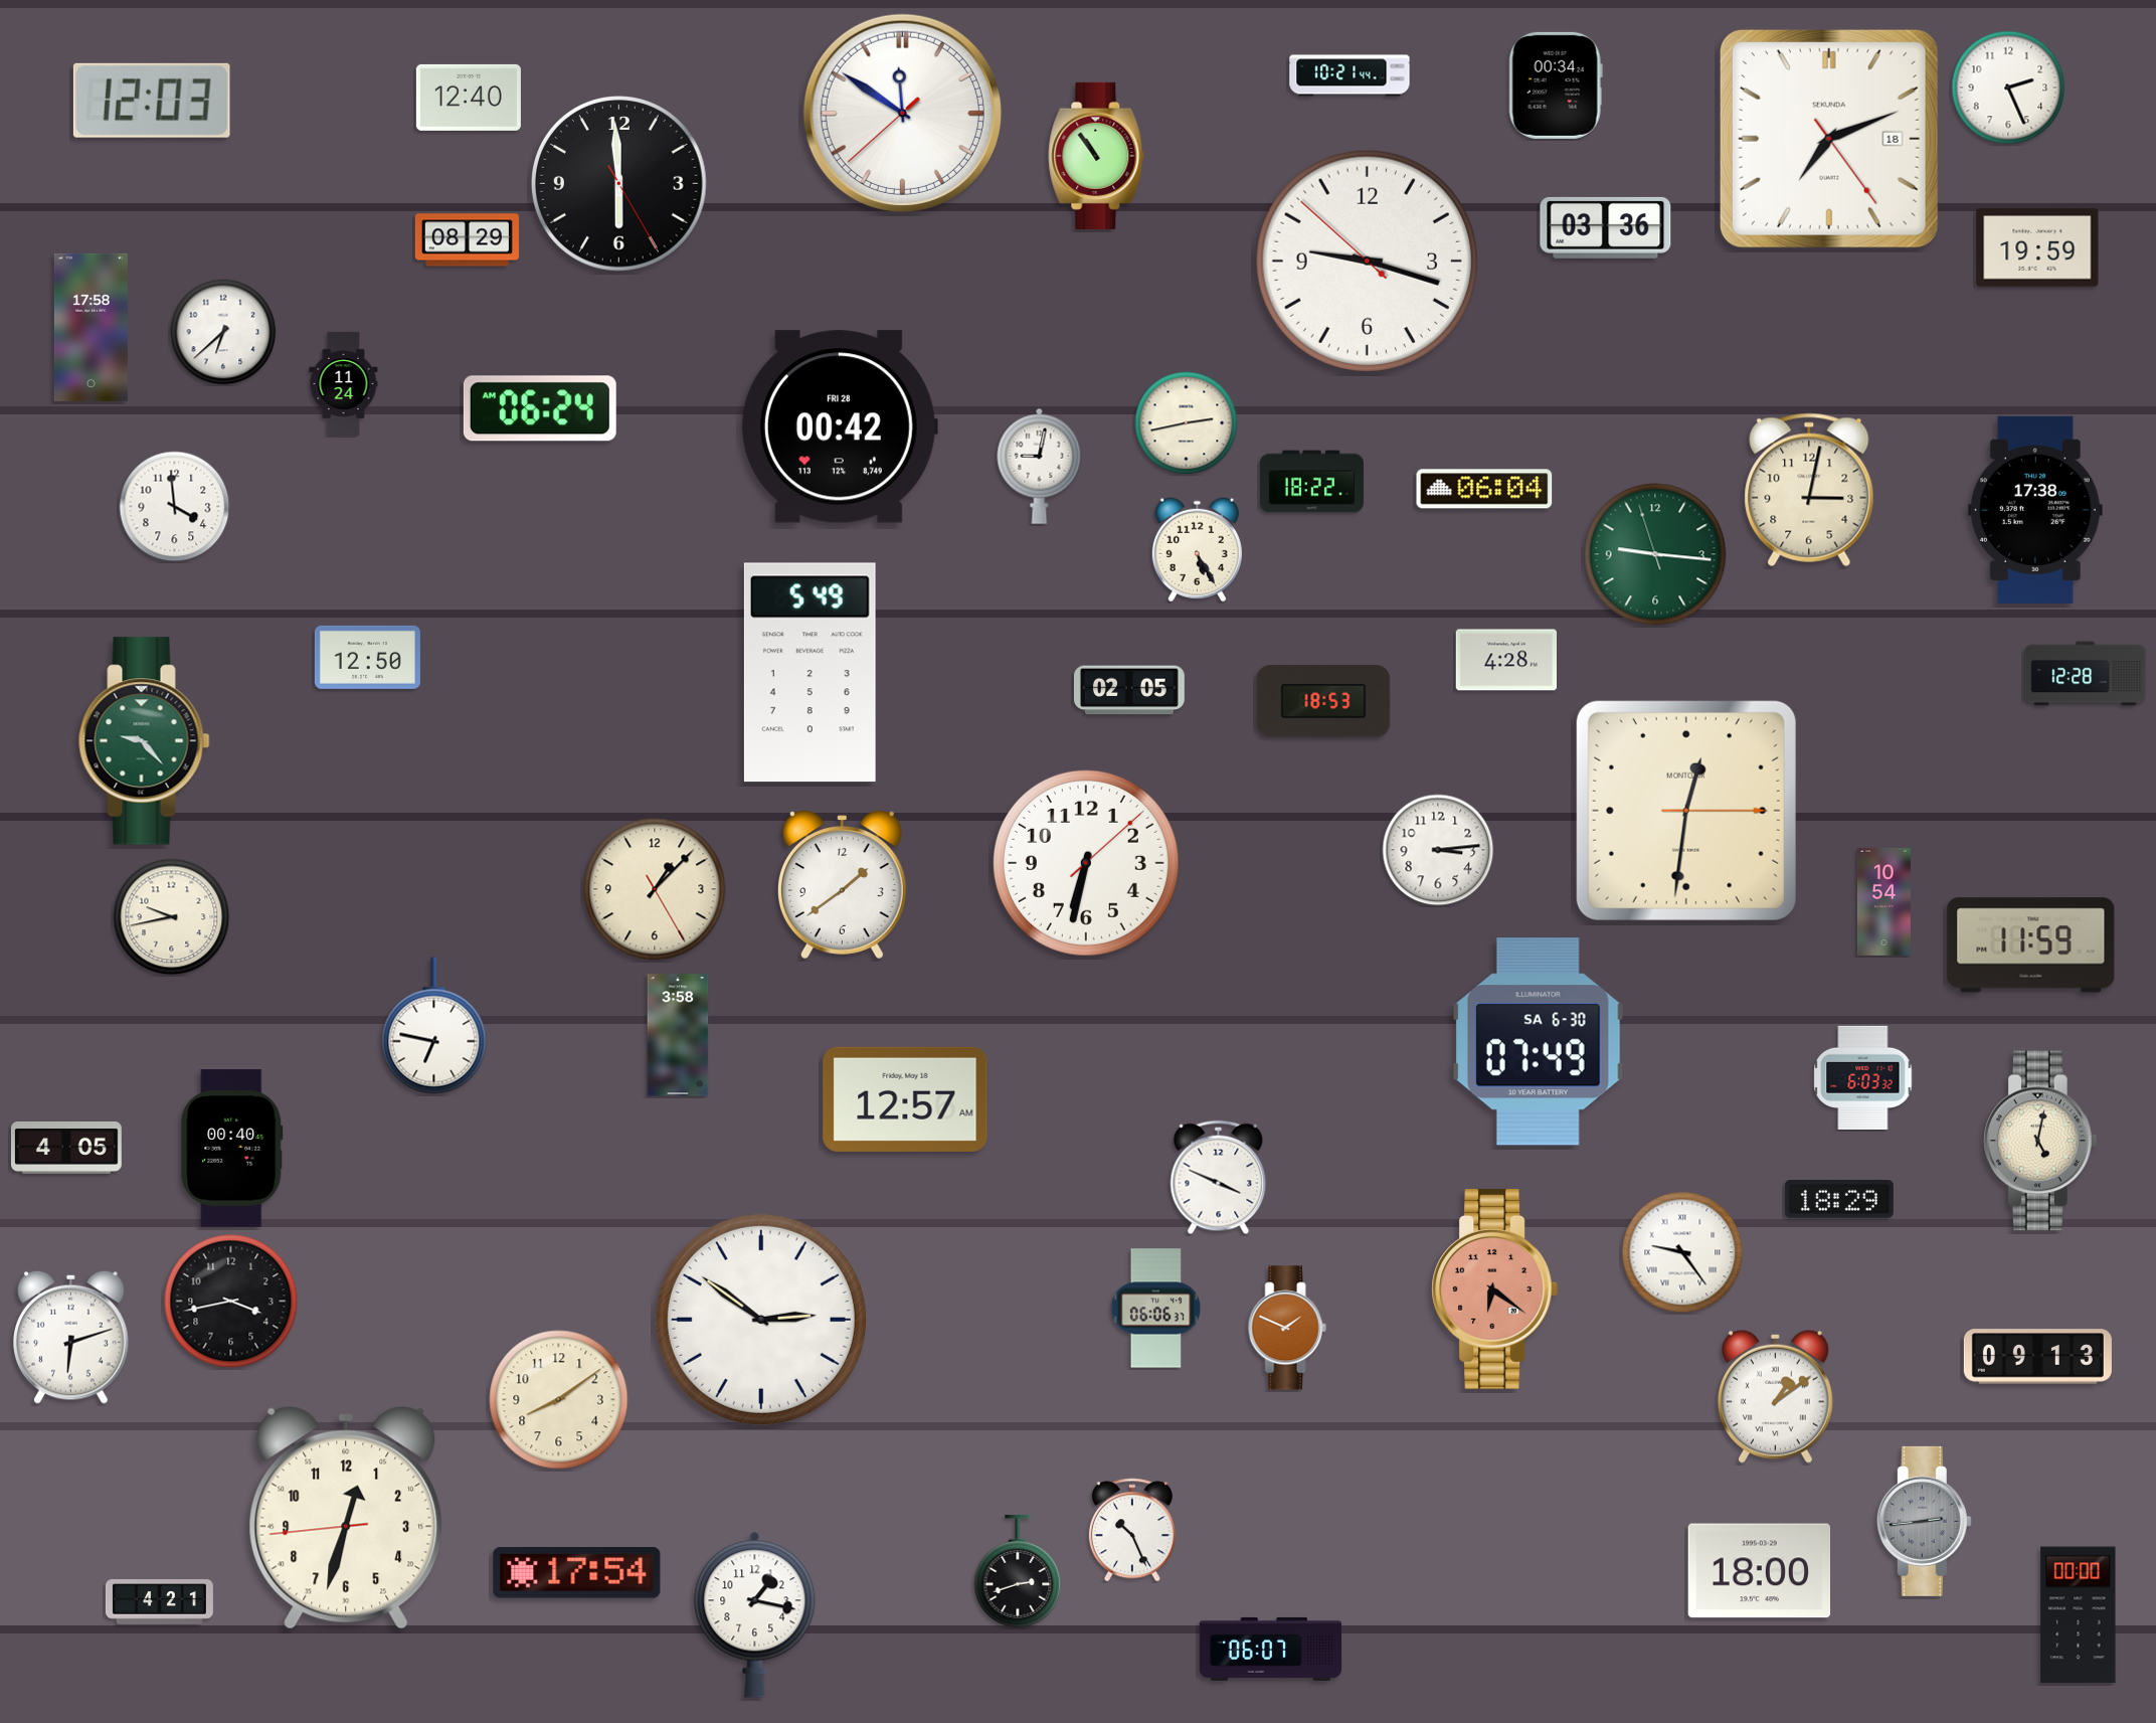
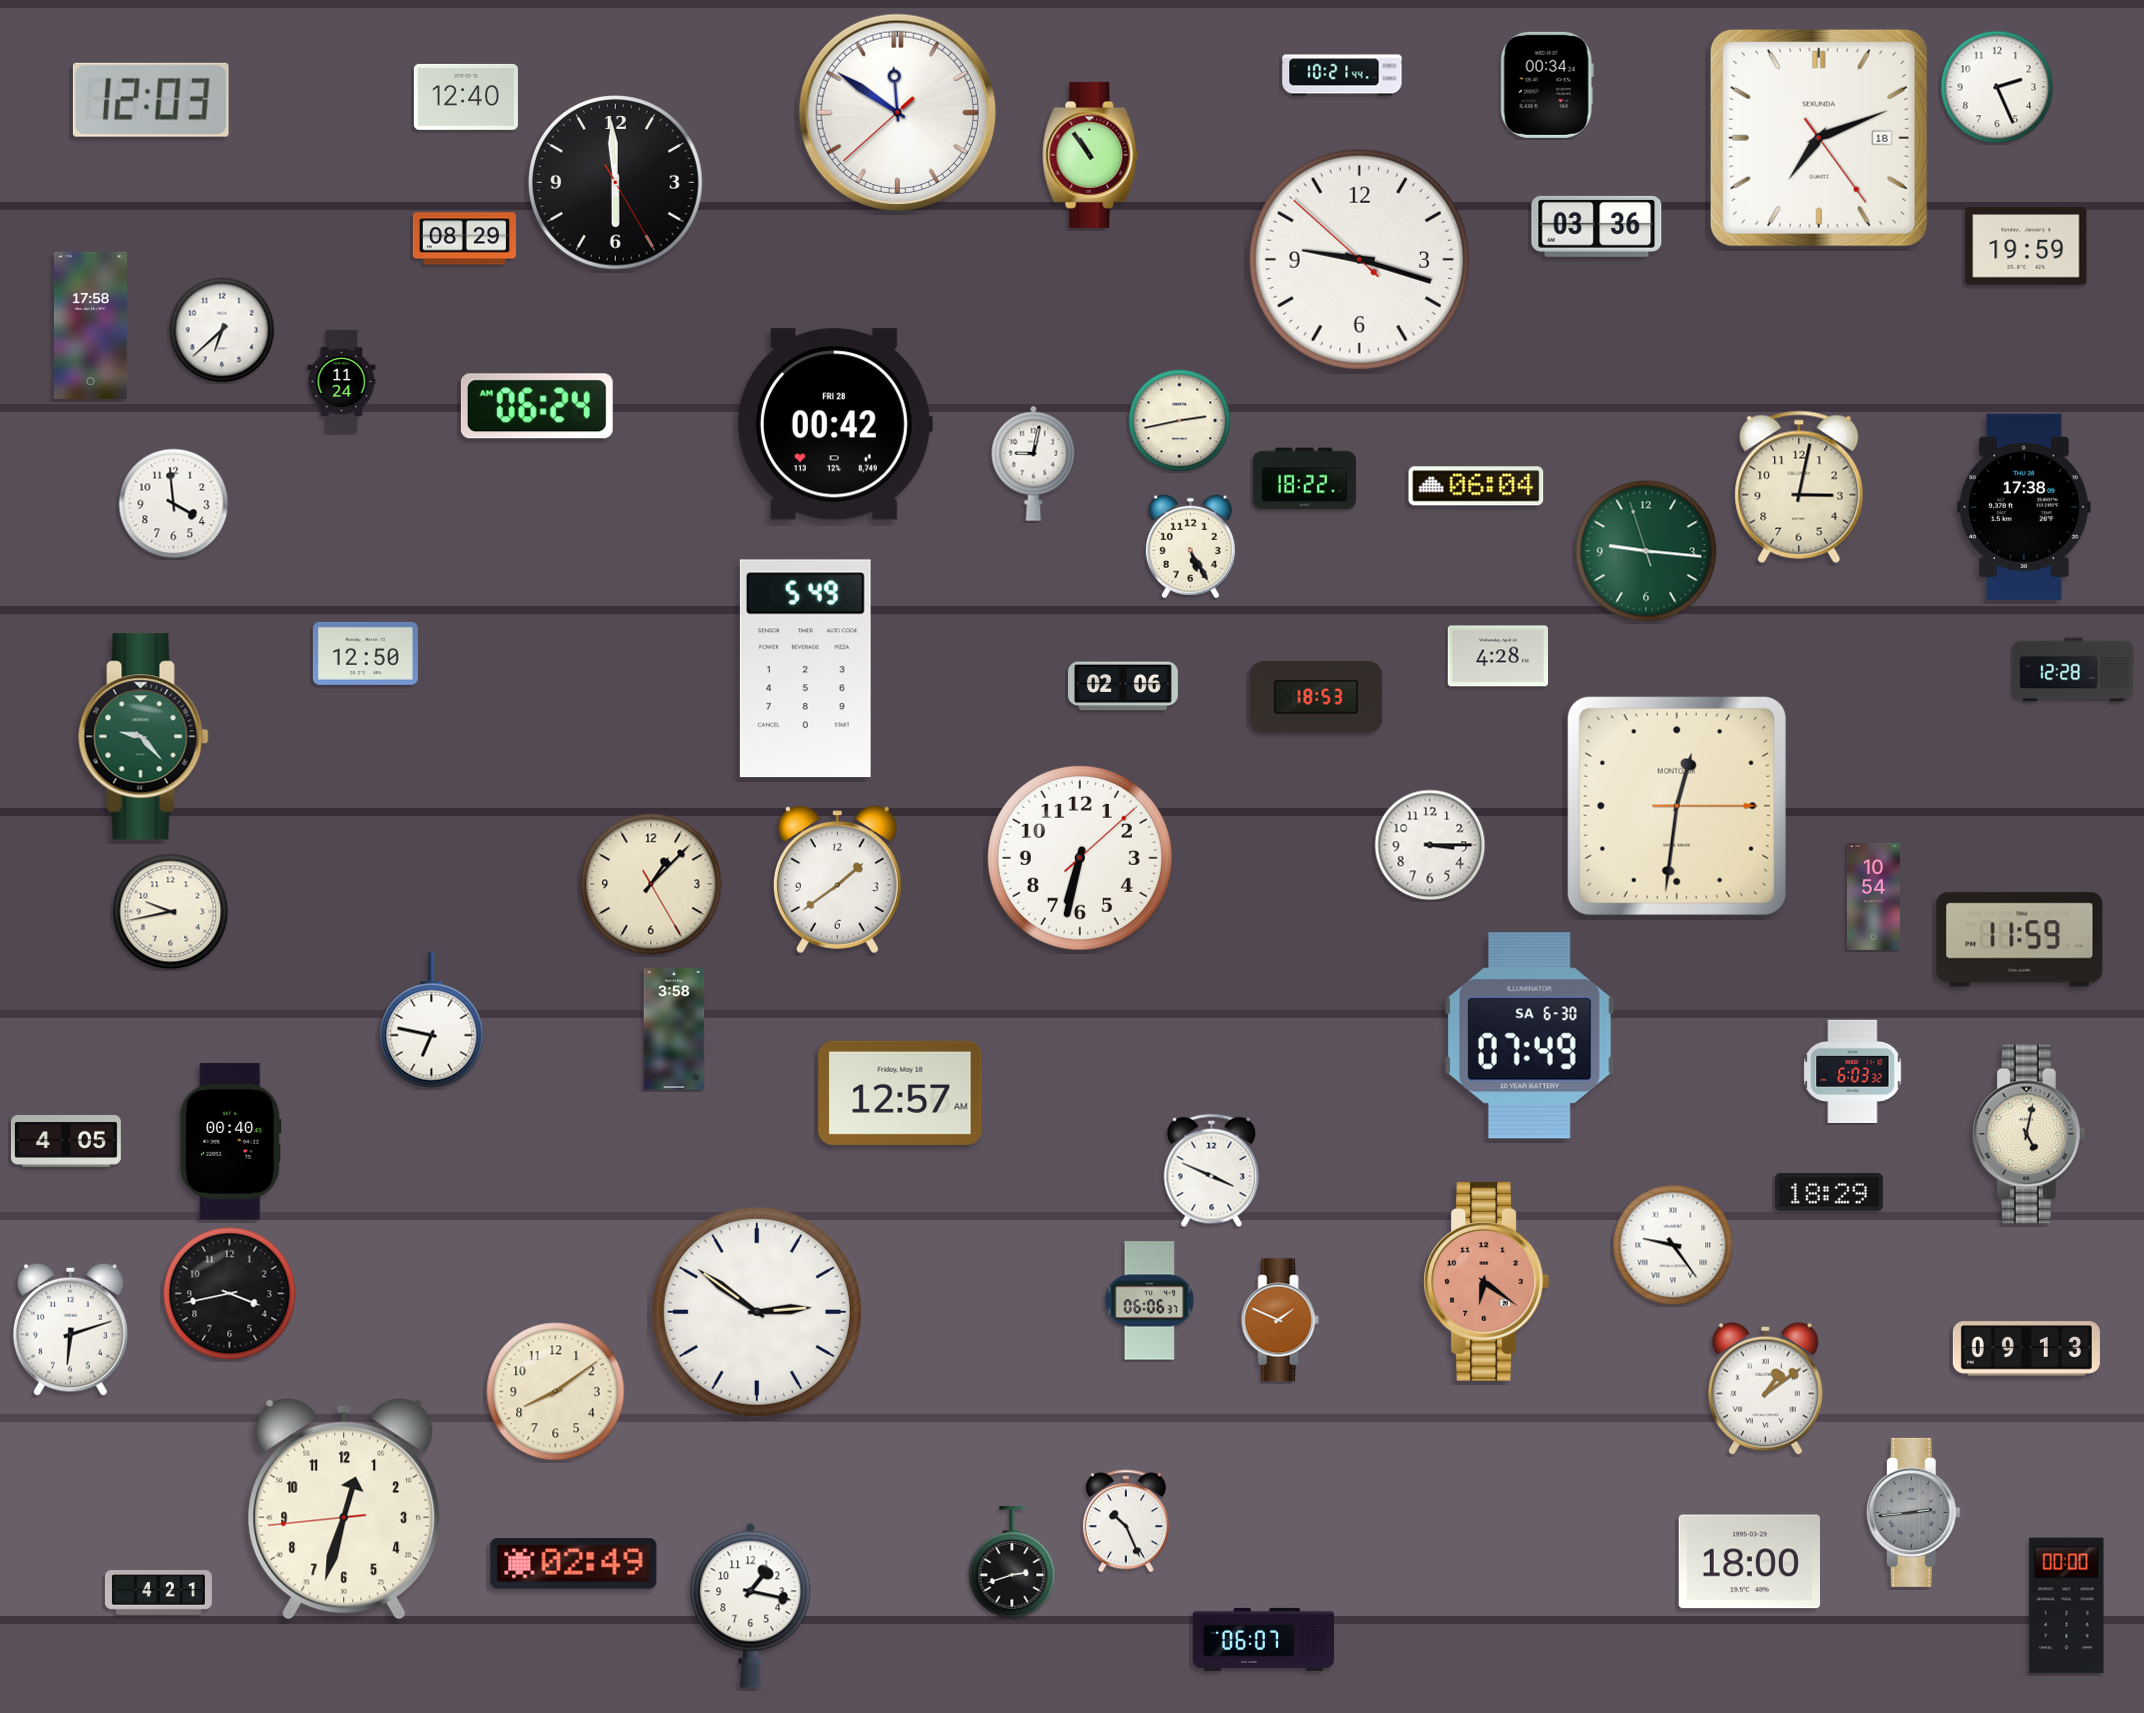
clock at (1129, 690): 02:05 -> 02:06
clock at (1438, 850): 3:14 -> 3:15
clock at (577, 1573): 17:54 -> 02:49
